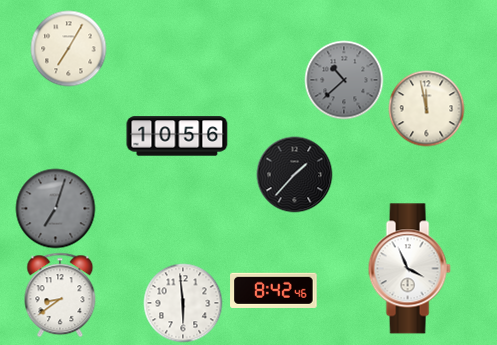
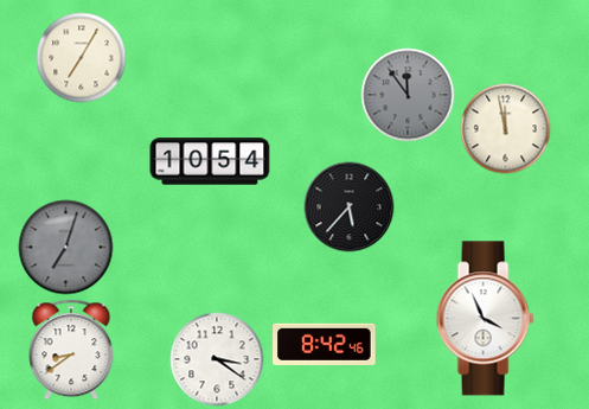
clock at (344, 80): 10:38 -> 11:54
clock at (177, 136): 10:56 -> 10:54
clock at (295, 175): 1:37 -> 5:37
clock at (183, 303): 5:59 -> 3:21
